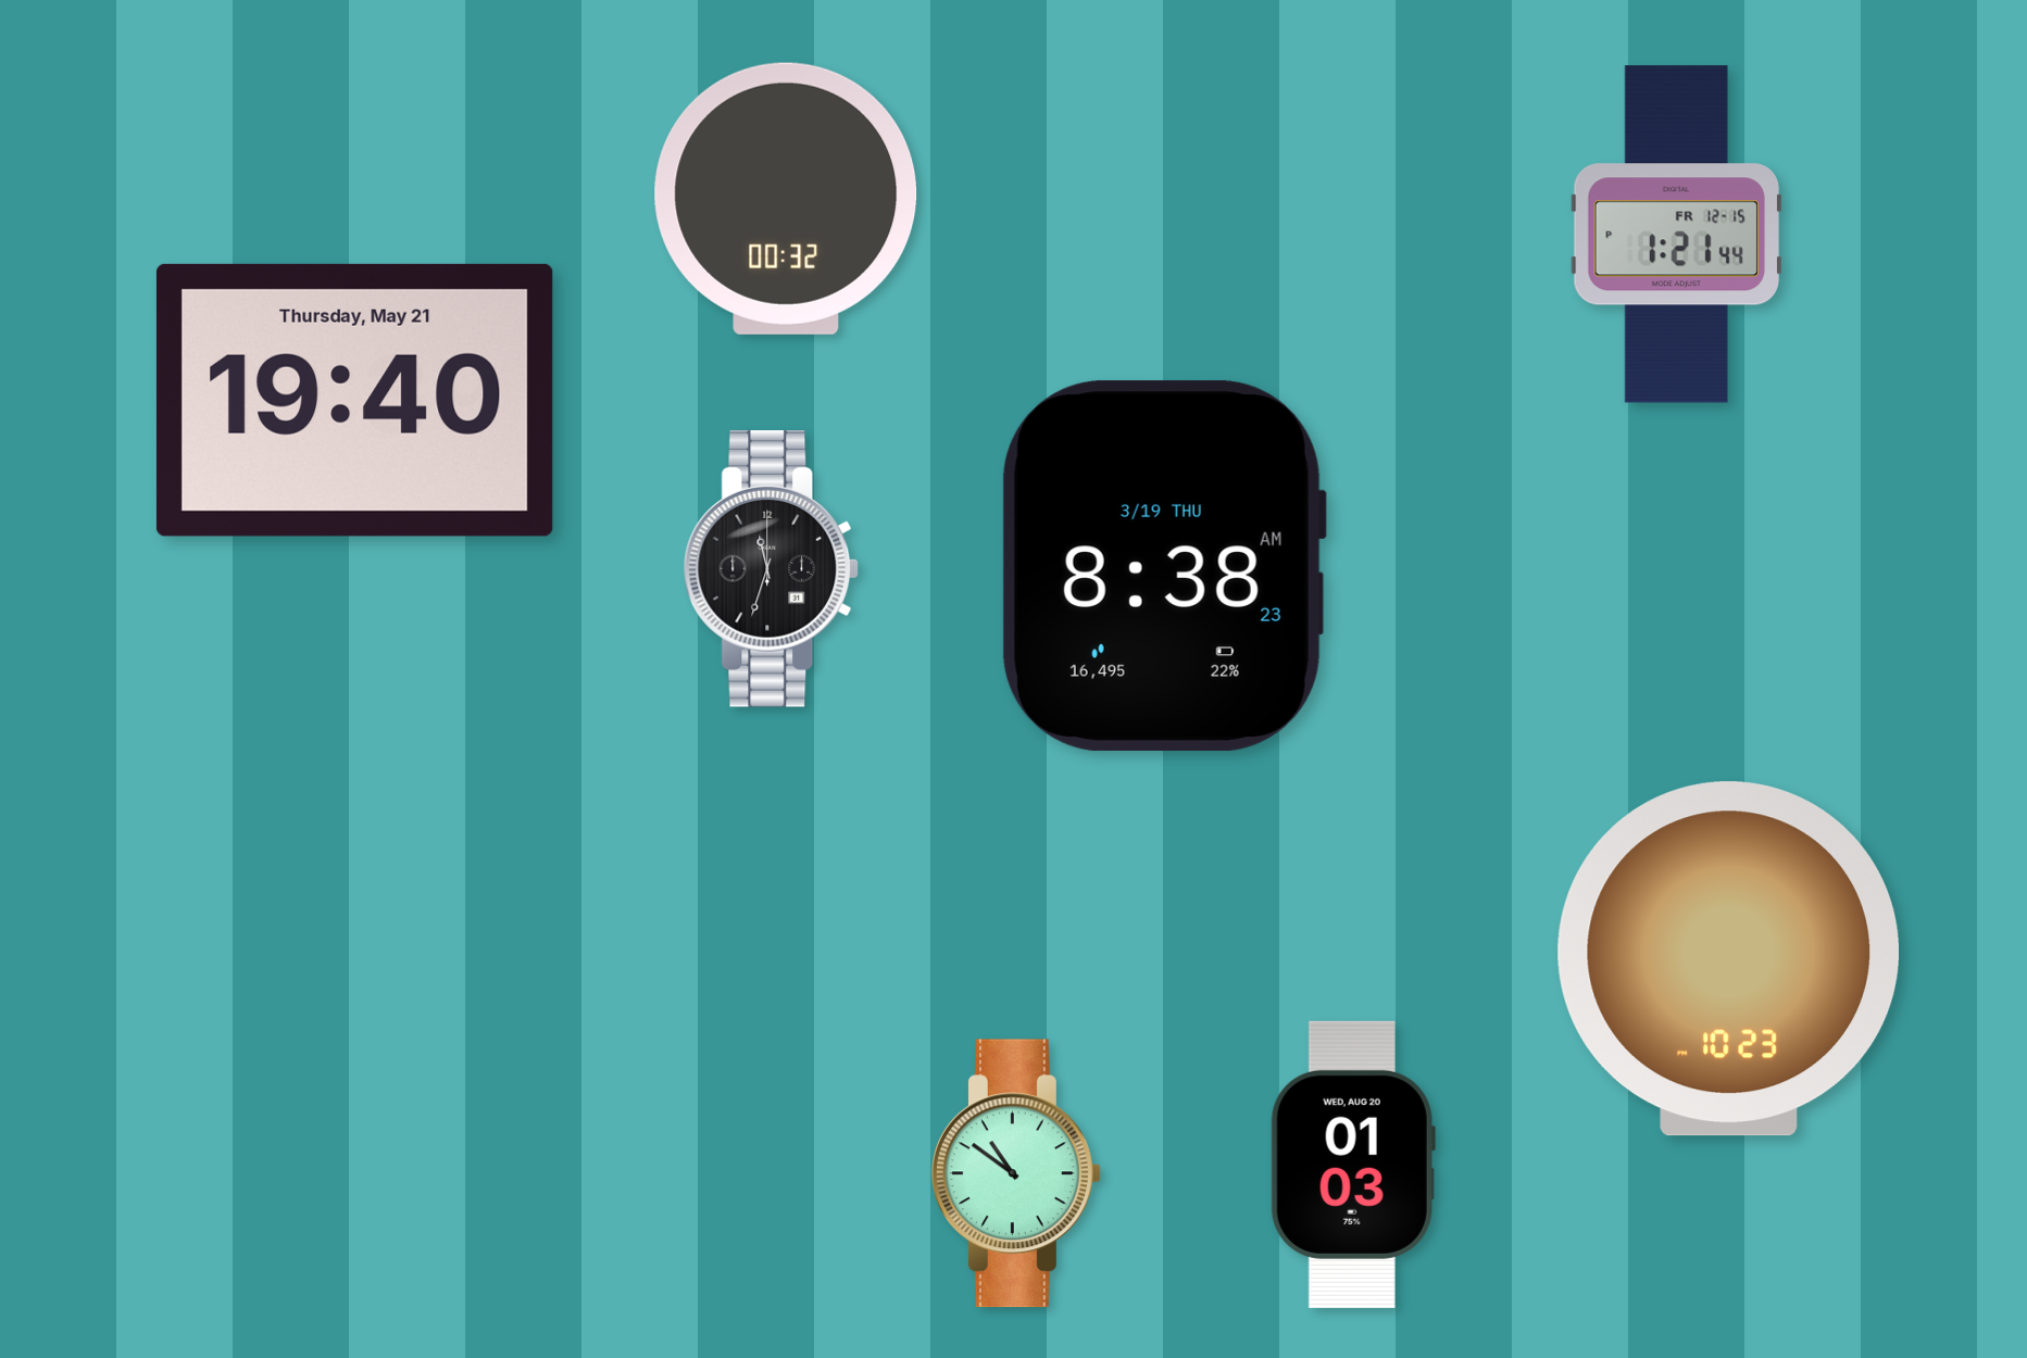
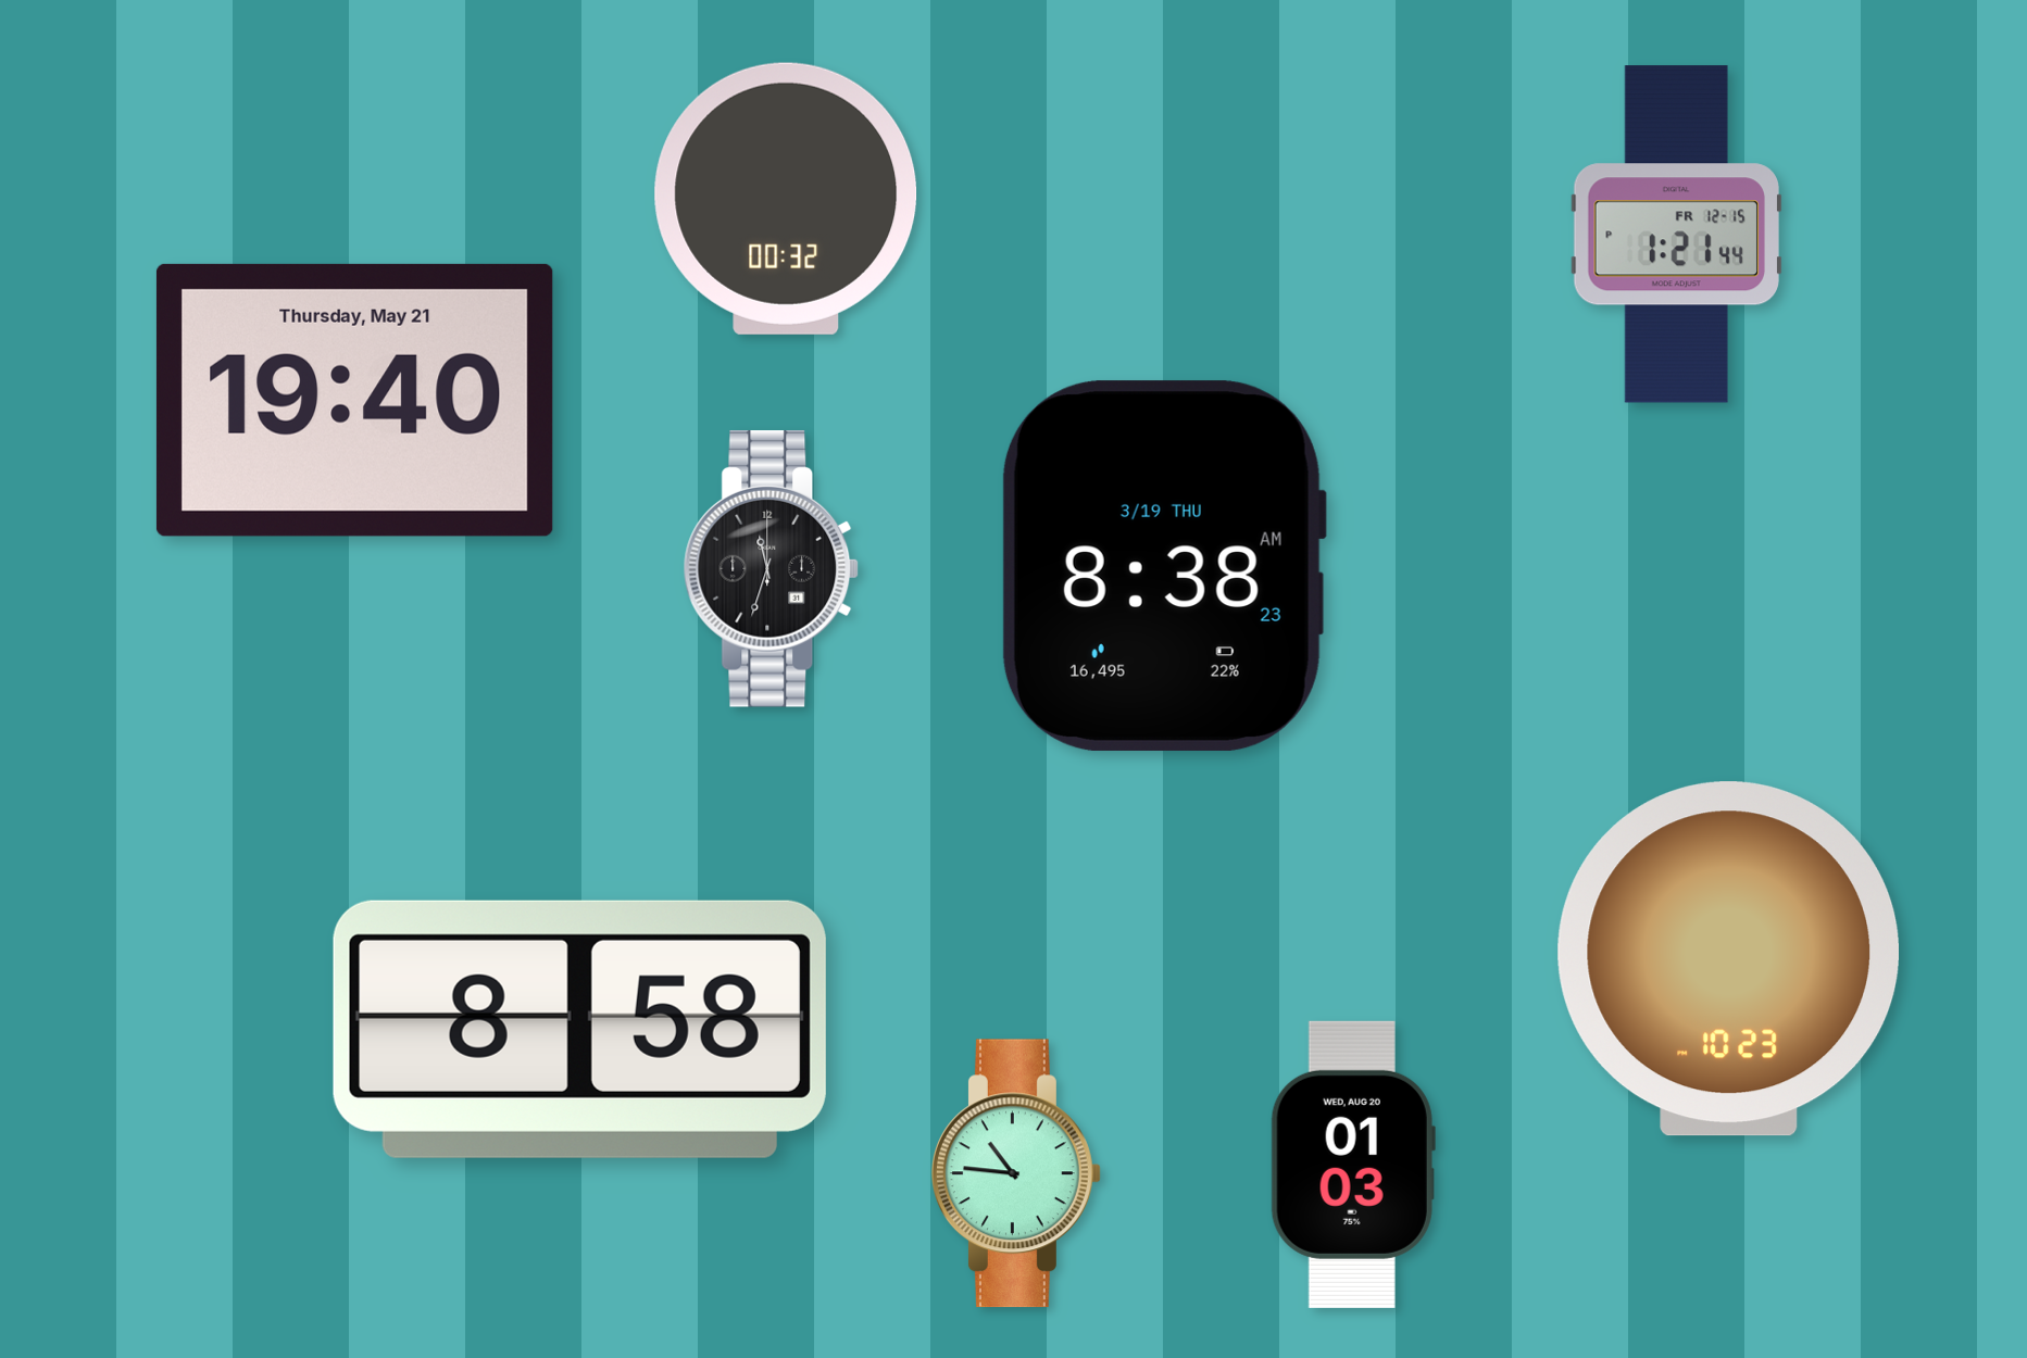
clock at (579, 1029): none -> 8:58
clock at (1016, 1173): 10:51 -> 10:46
